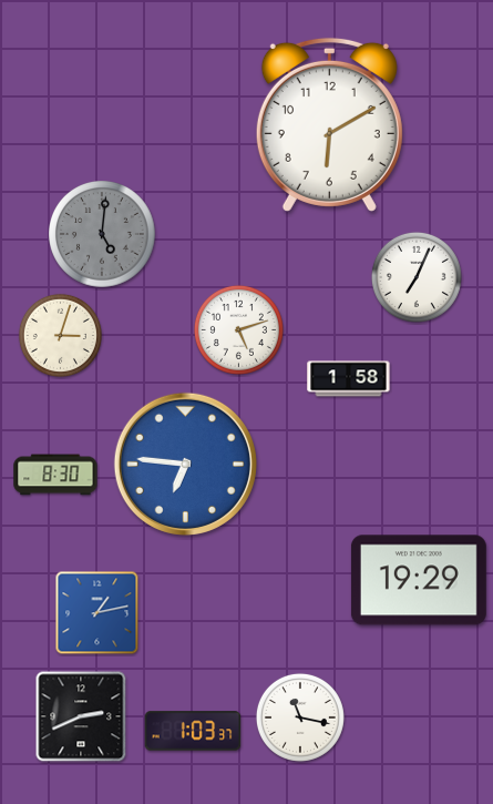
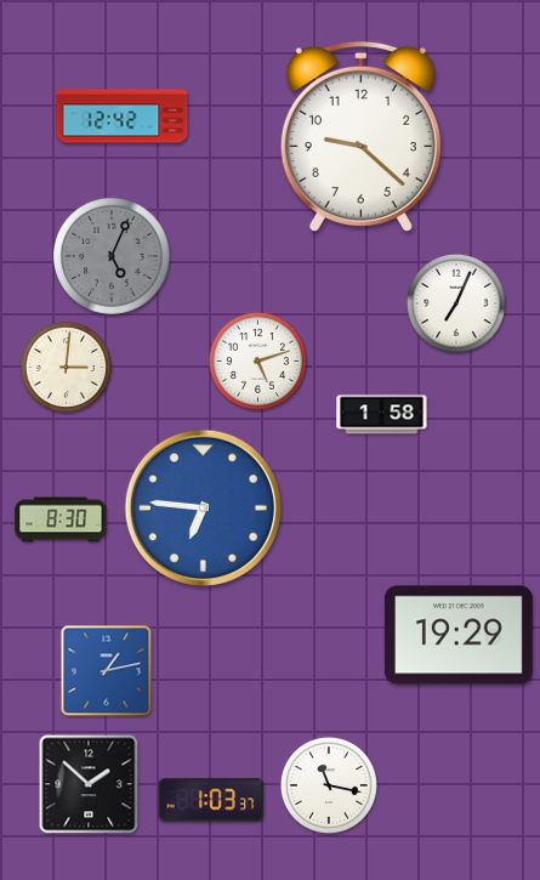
clock at (123, 117): none -> 12:42
clock at (329, 124): 6:10 -> 9:22
clock at (102, 234): 5:01 -> 5:04
clock at (238, 329) position: (238, 329) -> (257, 360)
clock at (60, 335): 3:03 -> 3:01
clock at (81, 716): 2:41 -> 1:52
